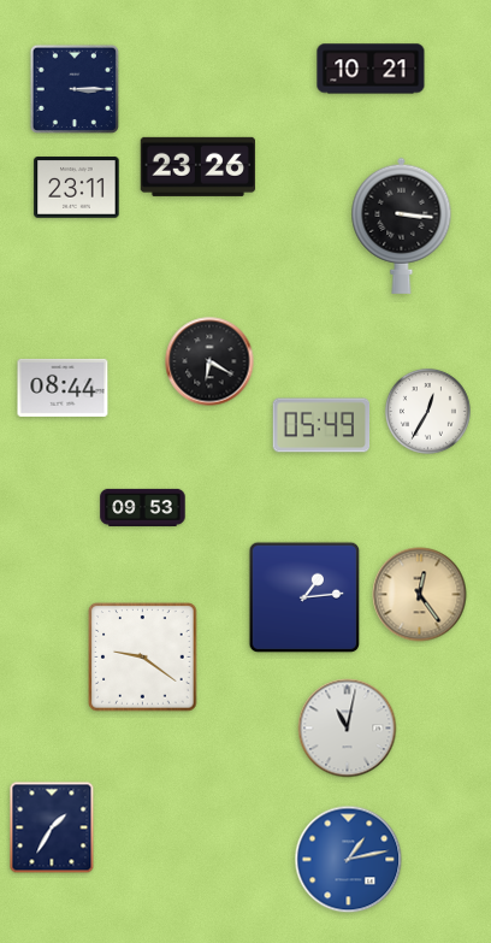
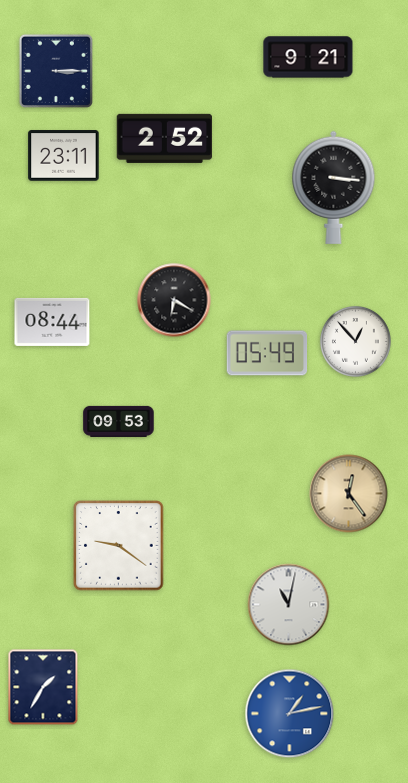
clock at (371, 69): 10:21 -> 9:21
clock at (75, 89) position: (75, 89) -> (56, 71)
clock at (197, 166): 23:26 -> 2:52
clock at (427, 411): 12:35 -> 12:53
clock at (304, 597): 1:14 -> none
